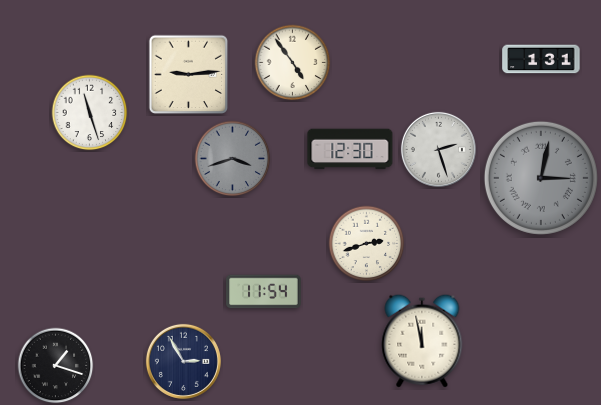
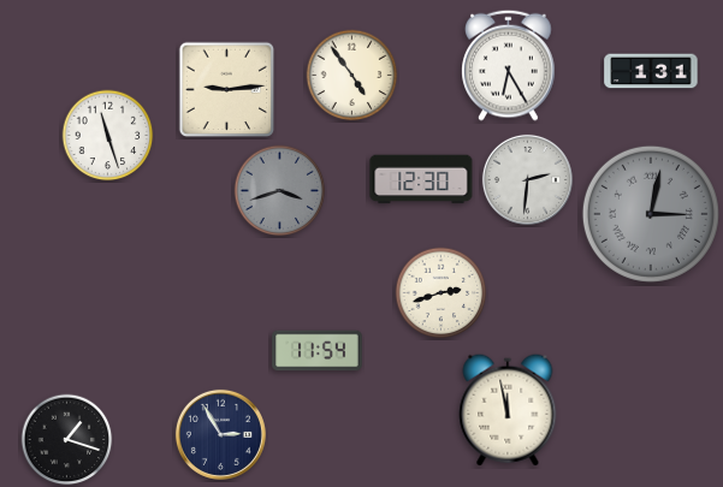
clock at (509, 65): none -> 6:25
clock at (438, 149): 2:27 -> 2:31
